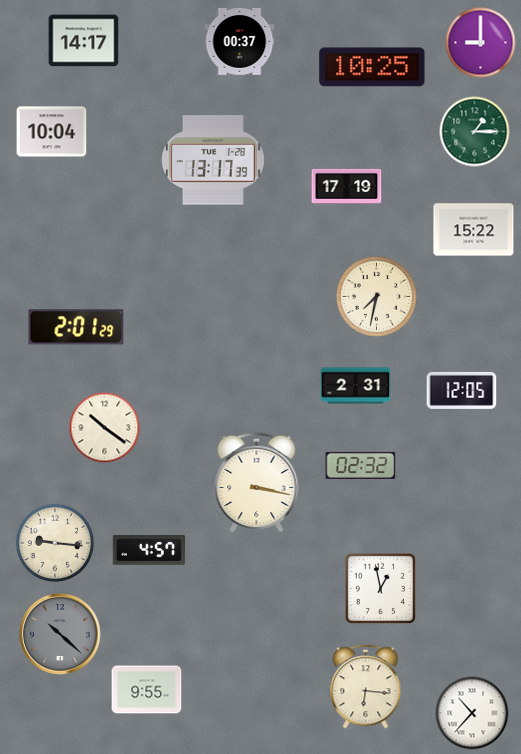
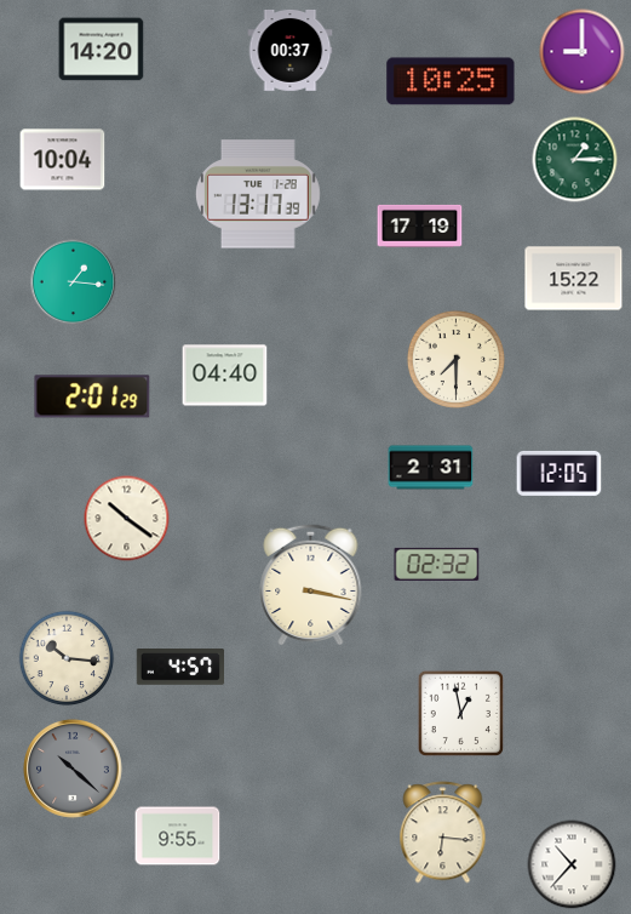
clock at (84, 41): 14:17 -> 14:20
clock at (74, 282): none -> 1:16
clock at (376, 296): 7:32 -> 7:30
clock at (225, 376): none -> 04:40
clock at (55, 543): 9:16 -> 10:16
